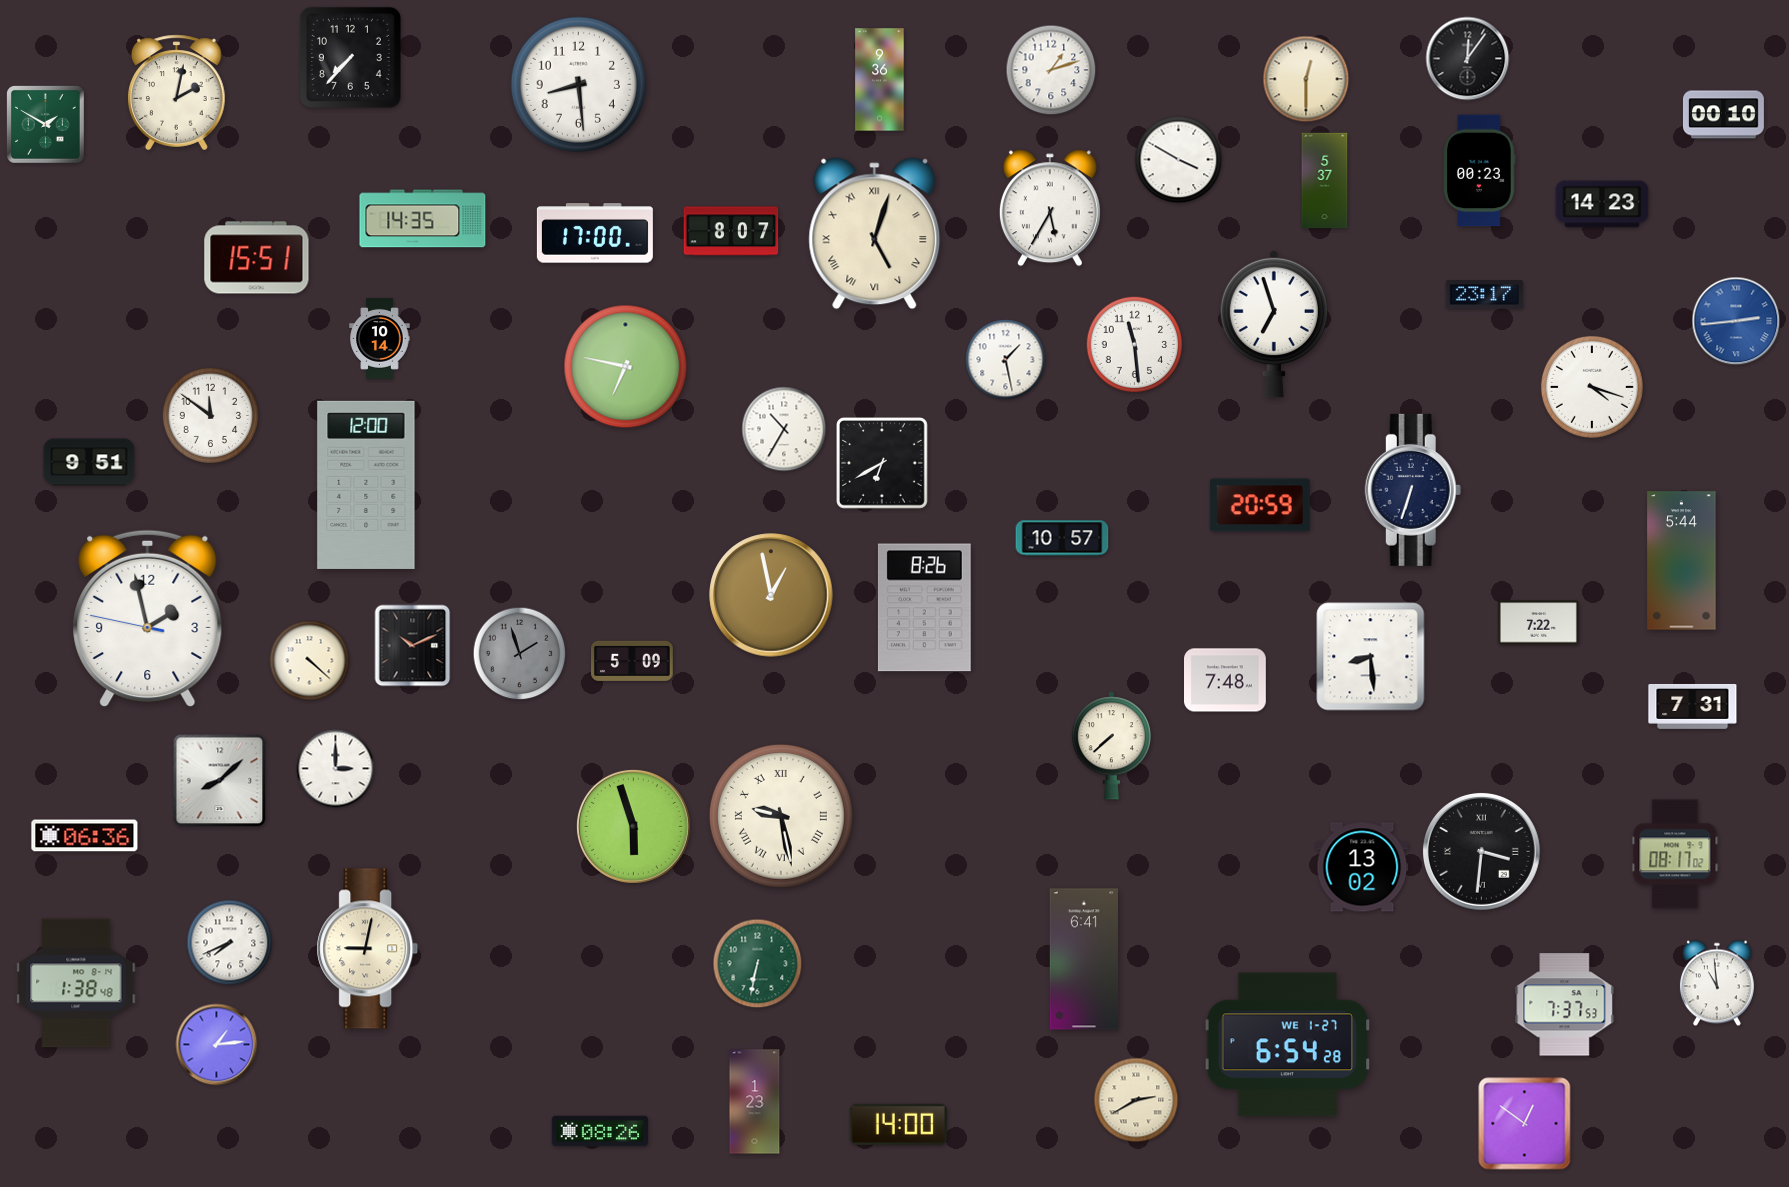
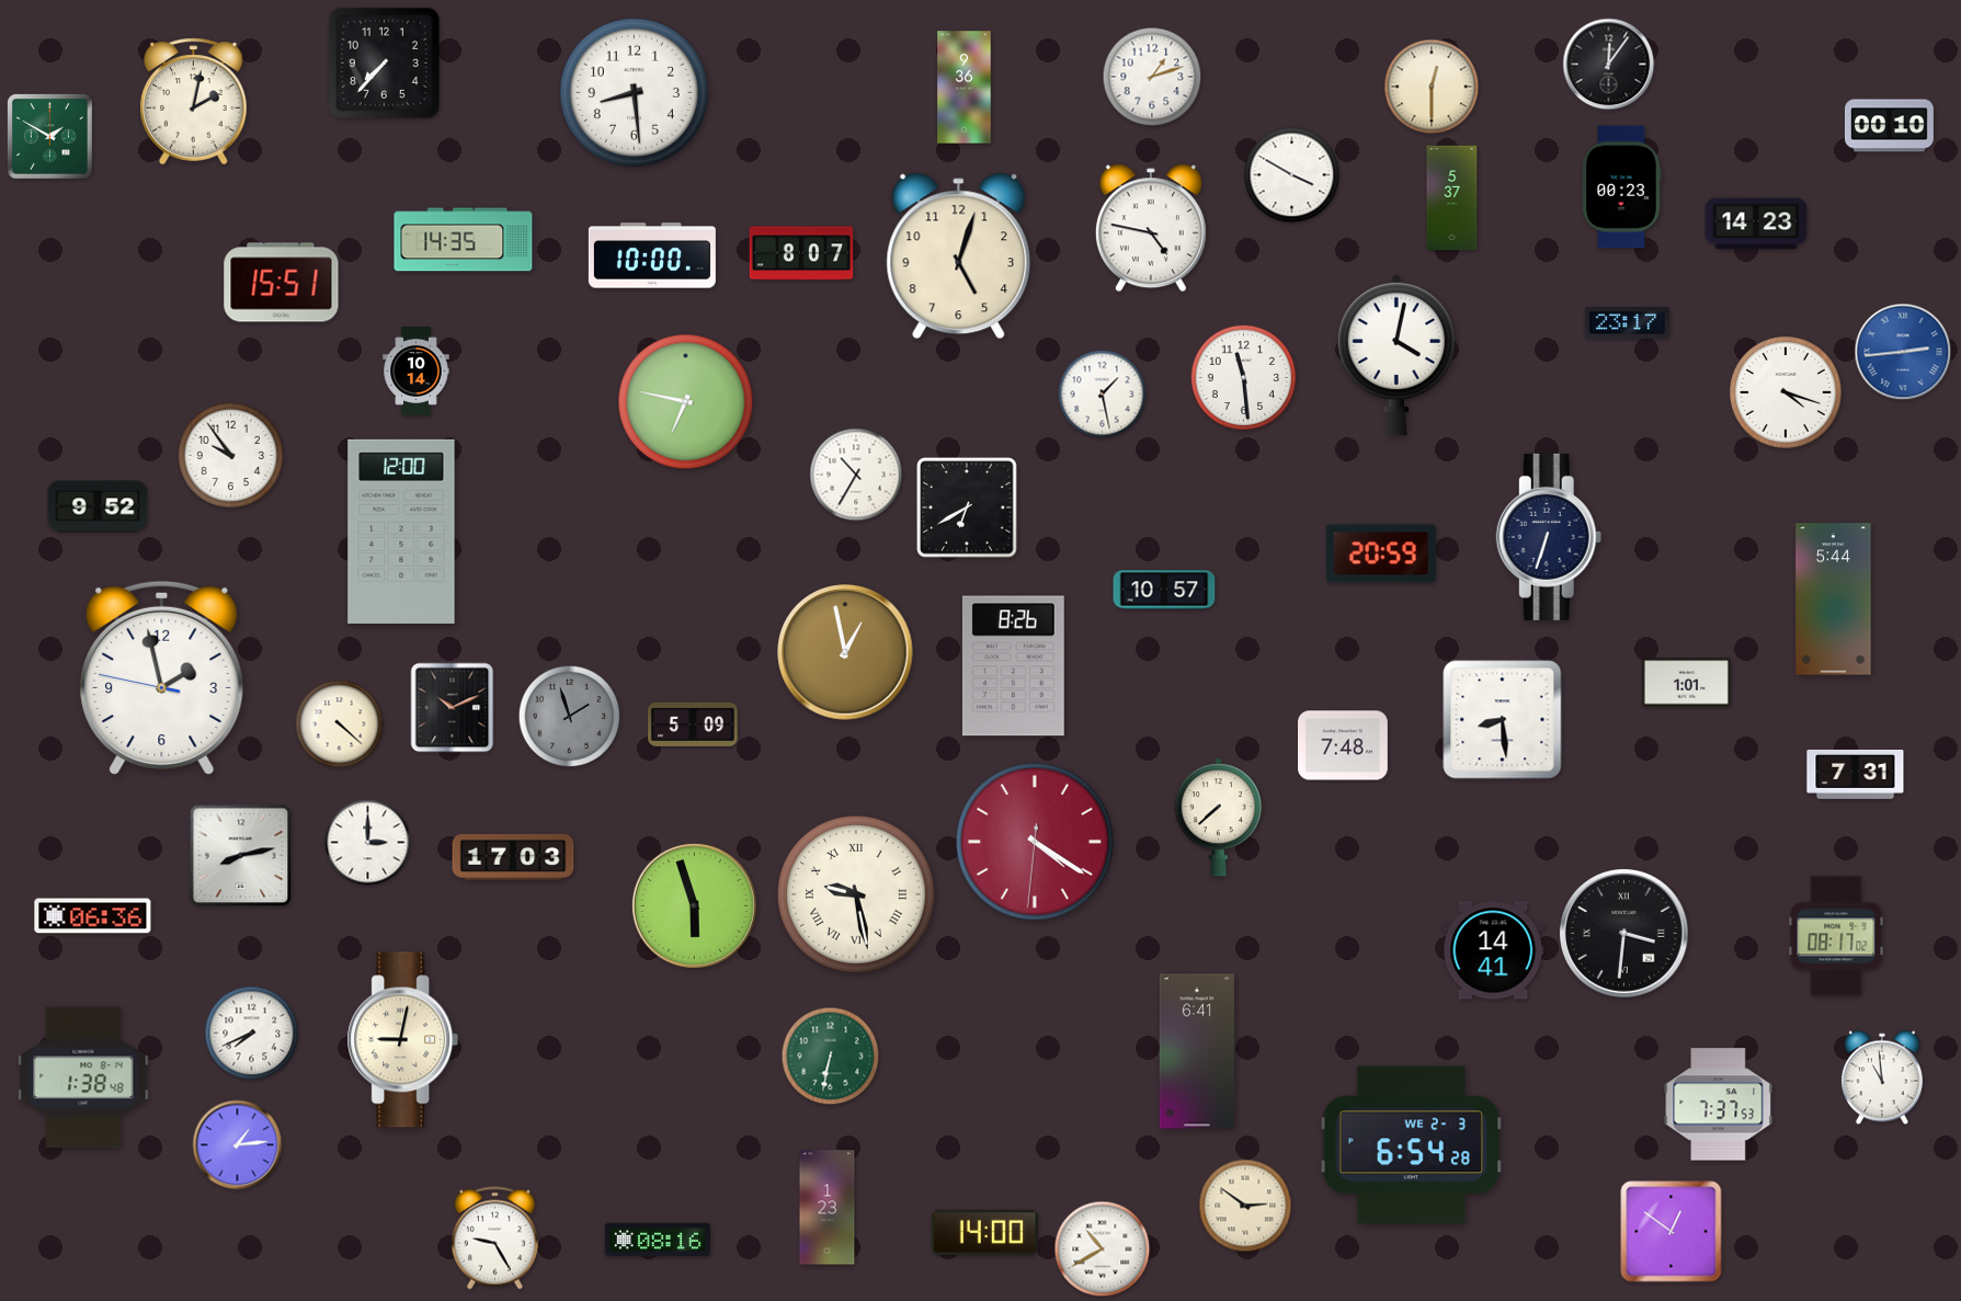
clock at (1050, 208): 5:35 -> 4:47
clock at (595, 233): 17:00 -> 10:00
clock at (875, 234) numerals: Roman -> Arabic
clock at (1274, 324): 6:57 -> 4:02
clock at (1592, 387) position: (1592, 387) -> (1786, 392)
clock at (210, 415): 11:51 -> 9:54
clock at (784, 429) position: (784, 429) -> (856, 475)
clock at (89, 462): 9:51 -> 9:52
clock at (1682, 561) position: (1682, 561) -> (1834, 600)
clock at (1538, 623): 7:22 -> 1:01
clock at (1035, 842): none -> 4:20
clock at (220, 781): 8:08 -> 8:13
clock at (513, 857): none -> 17:03
clock at (1362, 867): 13:02 -> 14:41
clock at (1084, 959) position: (1084, 959) -> (1197, 1051)
clock at (1565, 1005) position: (1565, 1005) -> (1719, 1105)
clock at (1288, 1045) date: WE 1-27 -> WE 2-3
clock at (1136, 1100): 2:40 -> 2:51
clock at (494, 1239): none -> 9:25
clock at (599, 1131): 08:26 -> 08:16
clock at (1103, 1249): none -> 10:40
